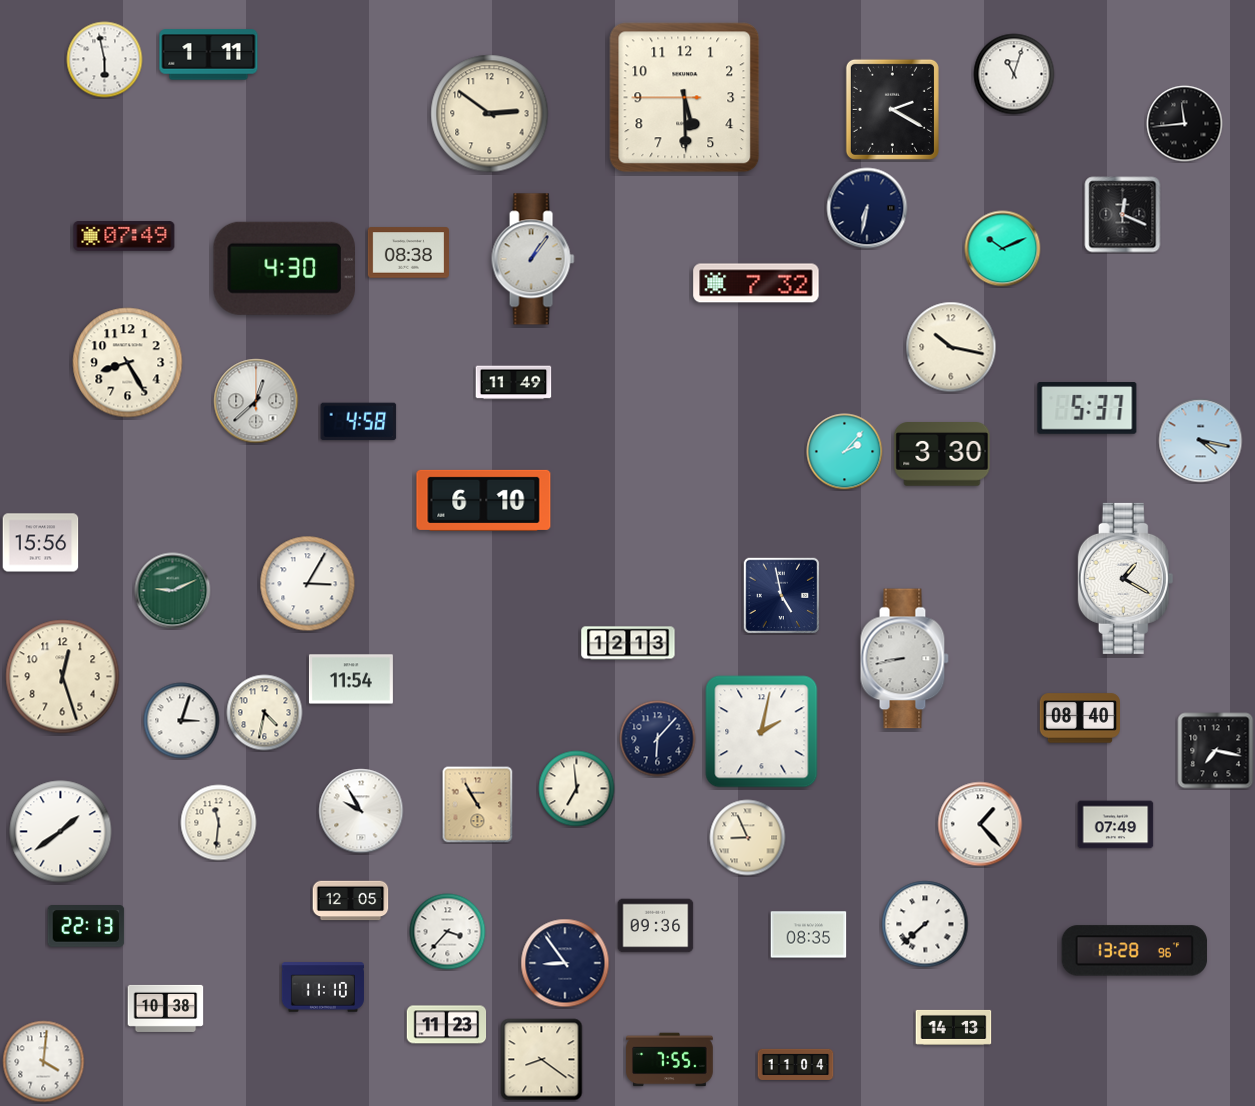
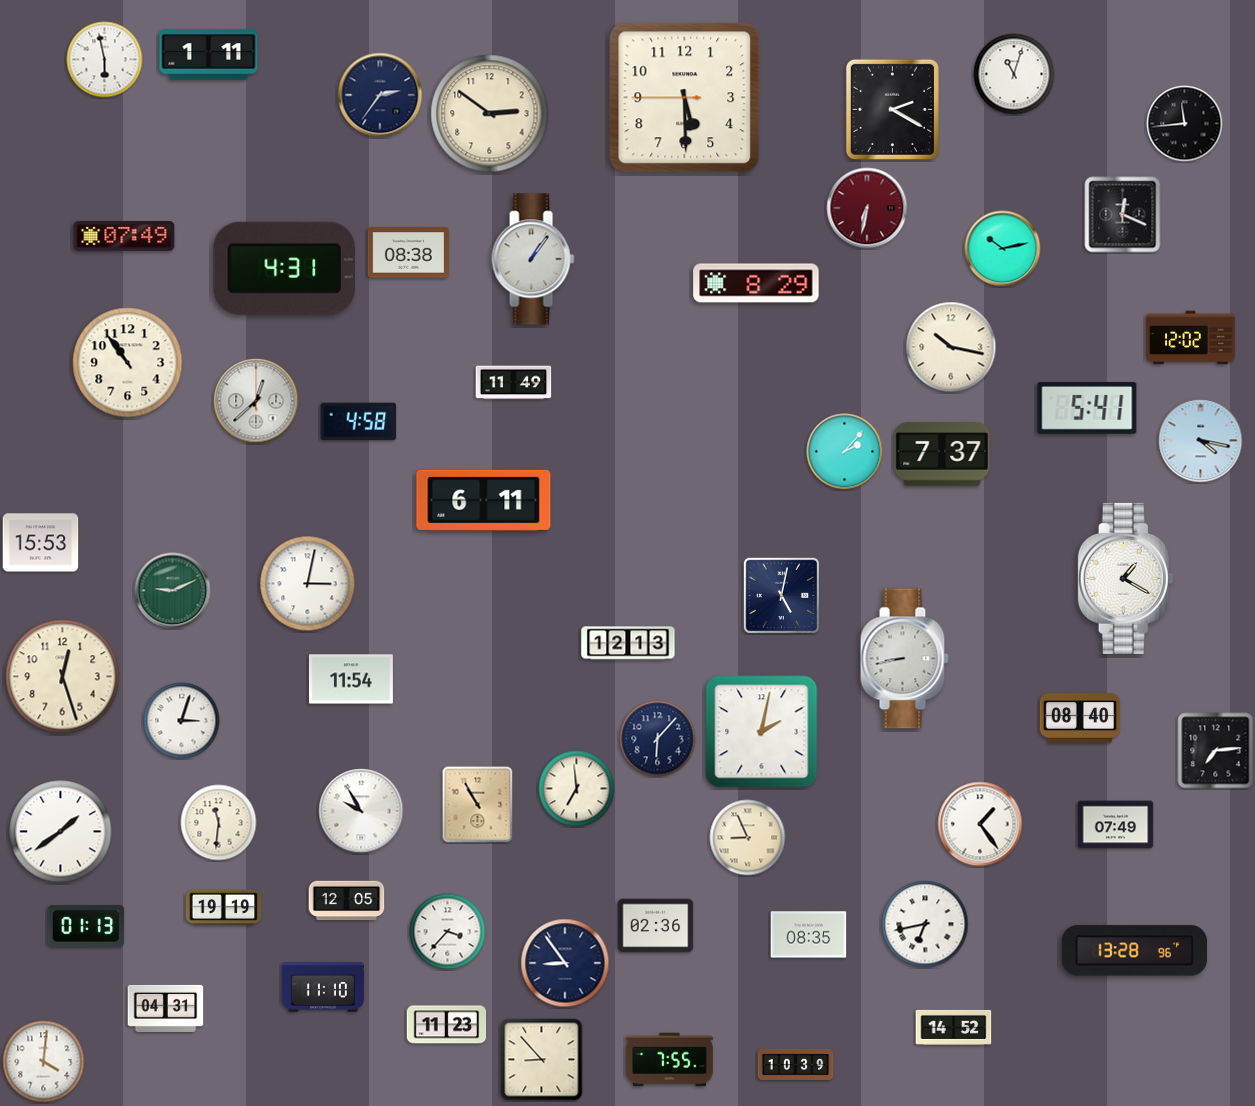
clock at (380, 95): none -> 2:36
clock at (867, 208) dial: navy -> burgundy
clock at (1003, 249): 10:11 -> 10:13
clock at (284, 268): 4:30 -> 4:31
clock at (756, 283): 7:32 -> 8:29
clock at (1191, 338): none -> 12:02
clock at (128, 363): 8:25 -> 10:54
clock at (1087, 409): 5:37 -> 5:41
clock at (942, 455): 3:30 -> 7:37
clock at (484, 500): 6:10 -> 6:11
clock at (41, 543): 15:56 -> 15:53
clock at (308, 584): 3:05 -> 3:02
clock at (781, 595): 4:58 -> 5:02
clock at (265, 713): 4:32 -> none
clock at (1216, 751): 7:17 -> 7:14
clock at (980, 824): 1:23 -> 1:24
clock at (351, 901) position: (351, 901) -> (347, 901)
clock at (224, 908): none -> 19:19
clock at (925, 924): 7:38 -> 6:43
clock at (86, 926): 22:13 -> 01:13
clock at (656, 926): 09:36 -> 02:36
clock at (166, 1008): 10:38 -> 04:31
clock at (954, 1027): 14:13 -> 14:52
clock at (542, 1060): 8:21 -> 8:53
clock at (796, 1065): 11:04 -> 10:39
